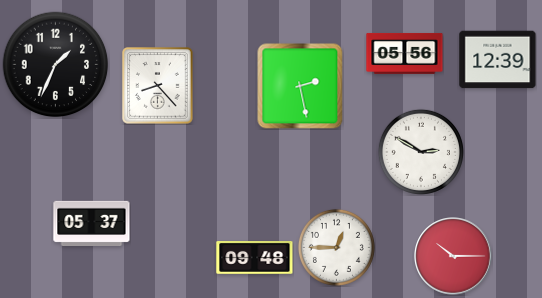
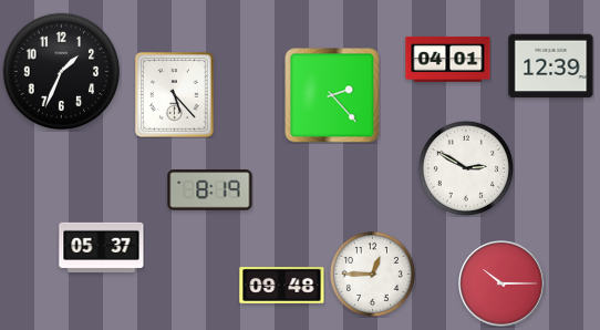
clock at (405, 53): 05:56 -> 04:01
clock at (158, 86): 8:23 -> 5:23
clock at (300, 86): 2:28 -> 2:23
clock at (210, 190): none -> 8:19
